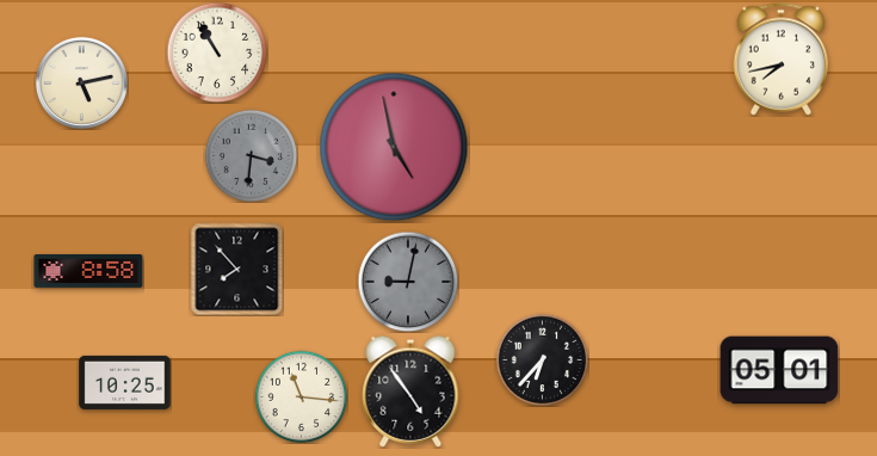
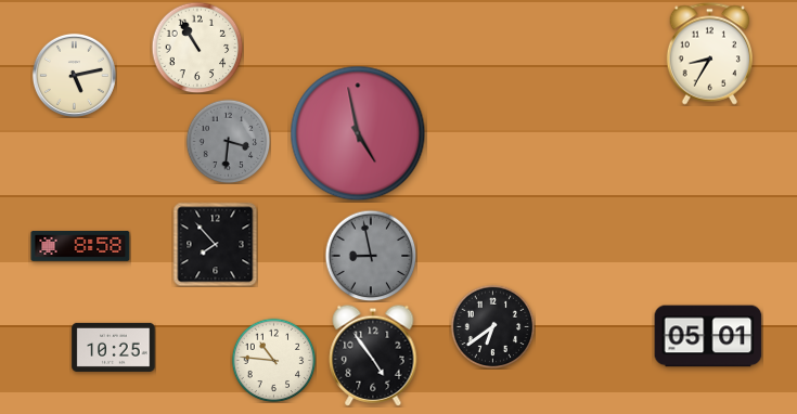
clock at (780, 60): 7:43 -> 8:35
clock at (408, 282): 9:02 -> 8:58
clock at (542, 359): 6:37 -> 6:39
clock at (301, 396): 11:16 -> 10:46
